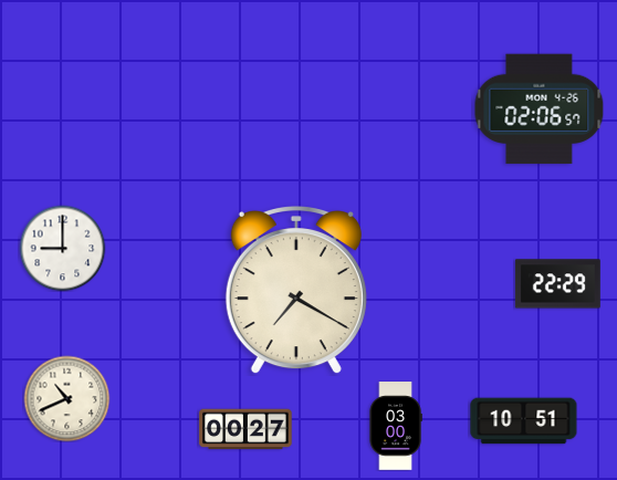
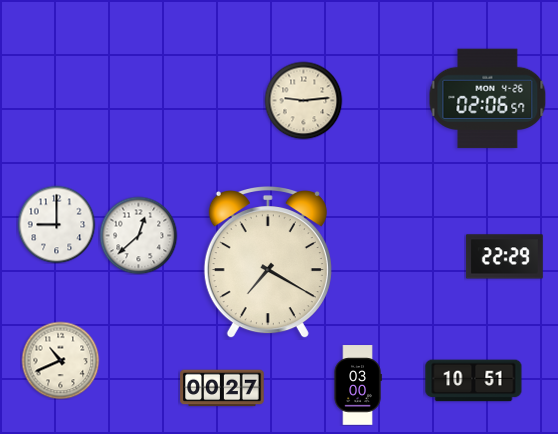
clock at (303, 100): none -> 9:14
clock at (138, 235): none -> 12:38
